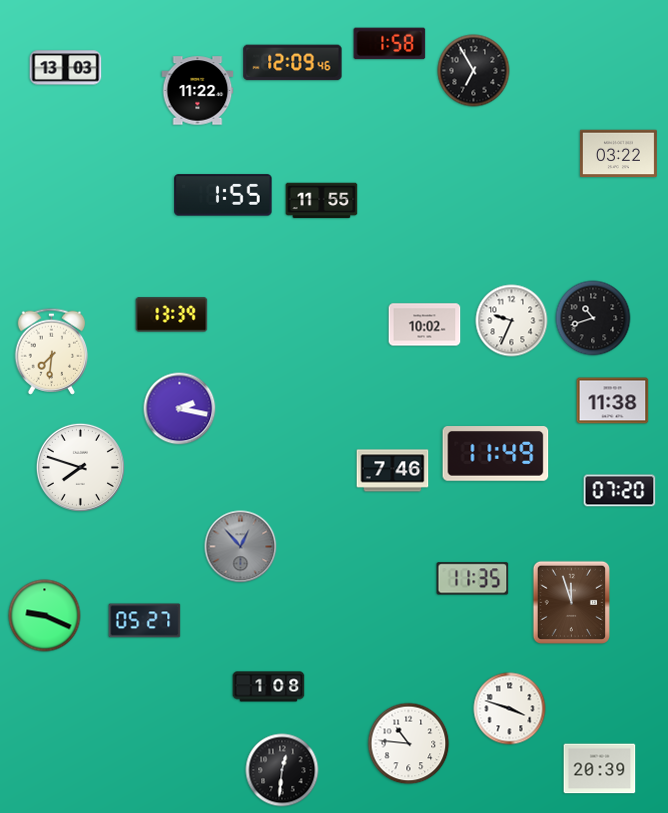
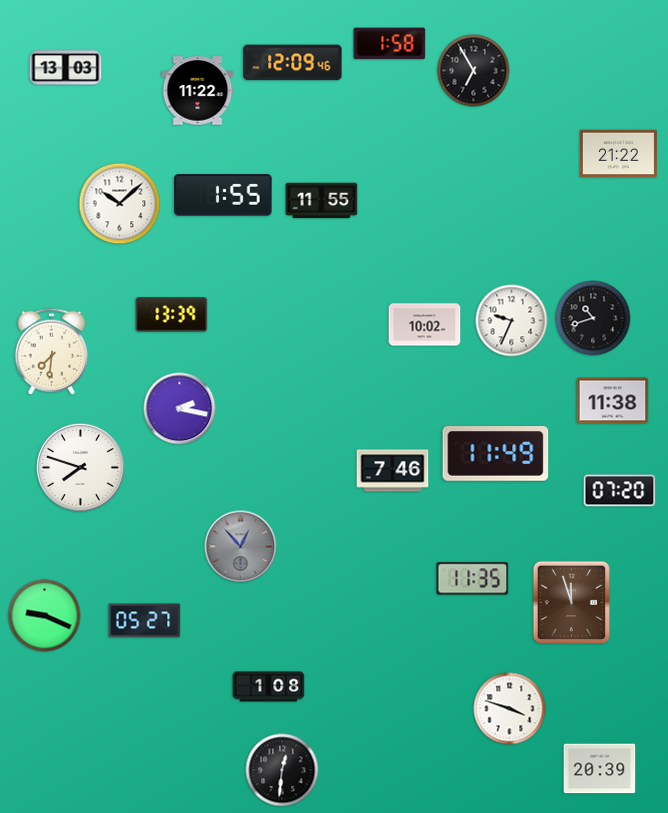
clock at (618, 154): 03:22 -> 21:22
clock at (120, 204): none -> 10:08
clock at (409, 744): 10:46 -> none
